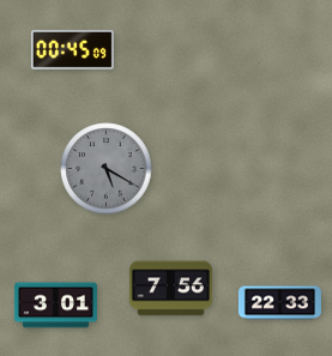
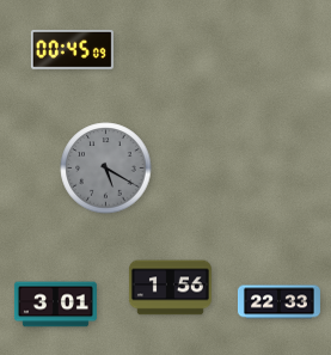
clock at (170, 289): 7:56 -> 1:56
